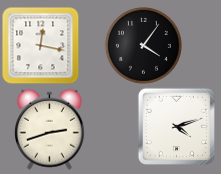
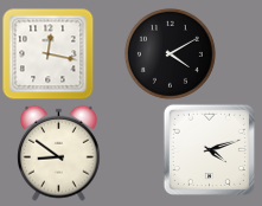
clock at (143, 45): 4:06 -> 4:10
clock at (50, 129): 2:42 -> 8:51
